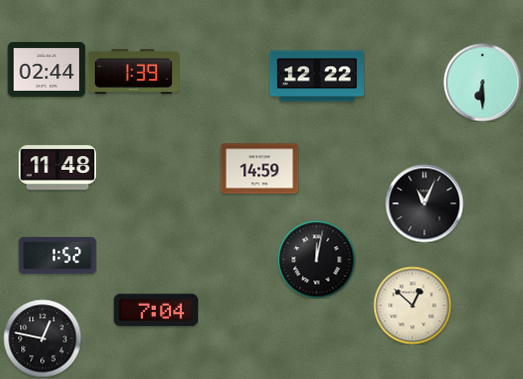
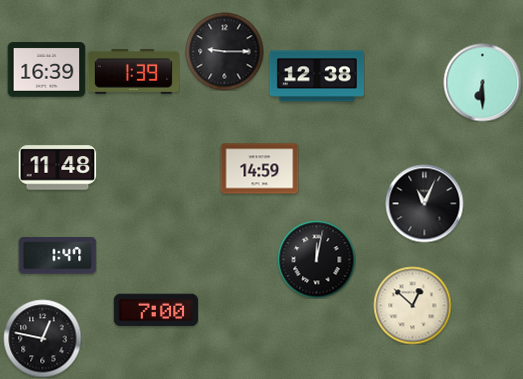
clock at (224, 51): none -> 9:15
clock at (46, 70): 02:44 -> 16:39
clock at (317, 76): 12:22 -> 12:38
clock at (57, 256): 1:52 -> 1:47
clock at (156, 310): 7:04 -> 7:00
